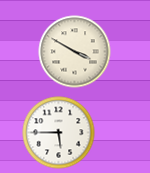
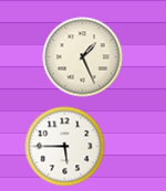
clock at (75, 52): 3:50 -> 1:26
